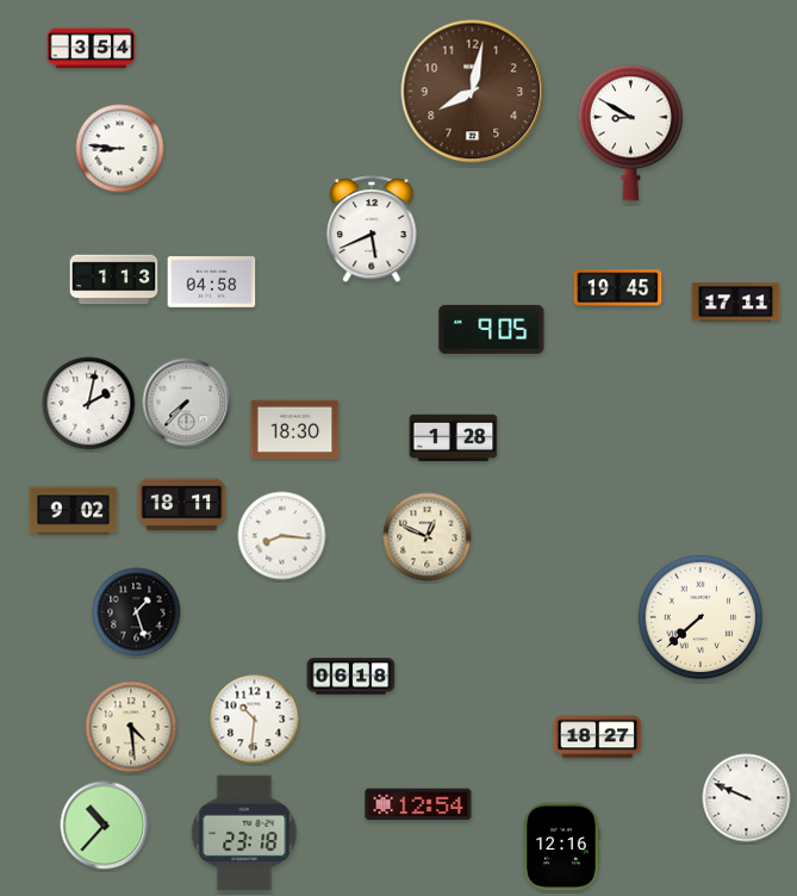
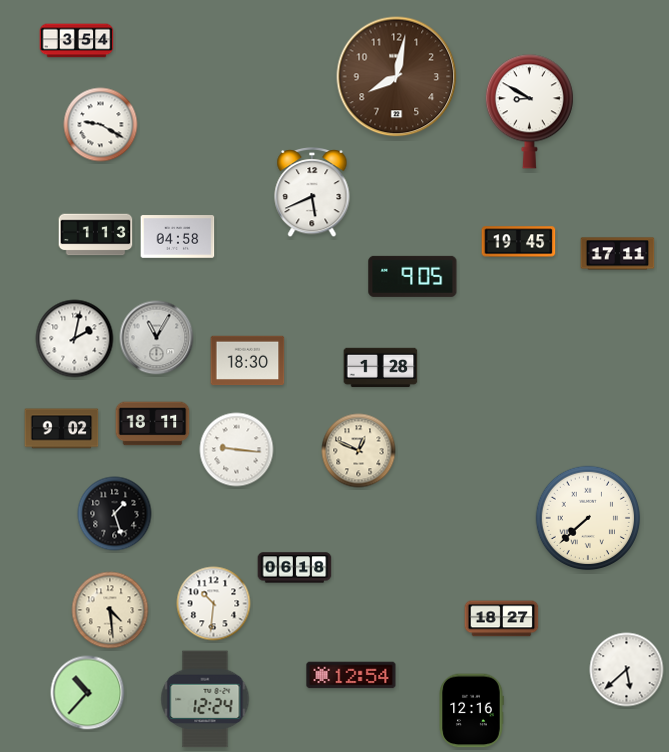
clock at (120, 149): 8:46 -> 9:20
clock at (187, 403): 7:37 -> 11:05
clock at (282, 536): 8:16 -> 9:16
clock at (747, 798): 9:49 -> 5:38
clock at (244, 833): 23:18 -> 12:24
